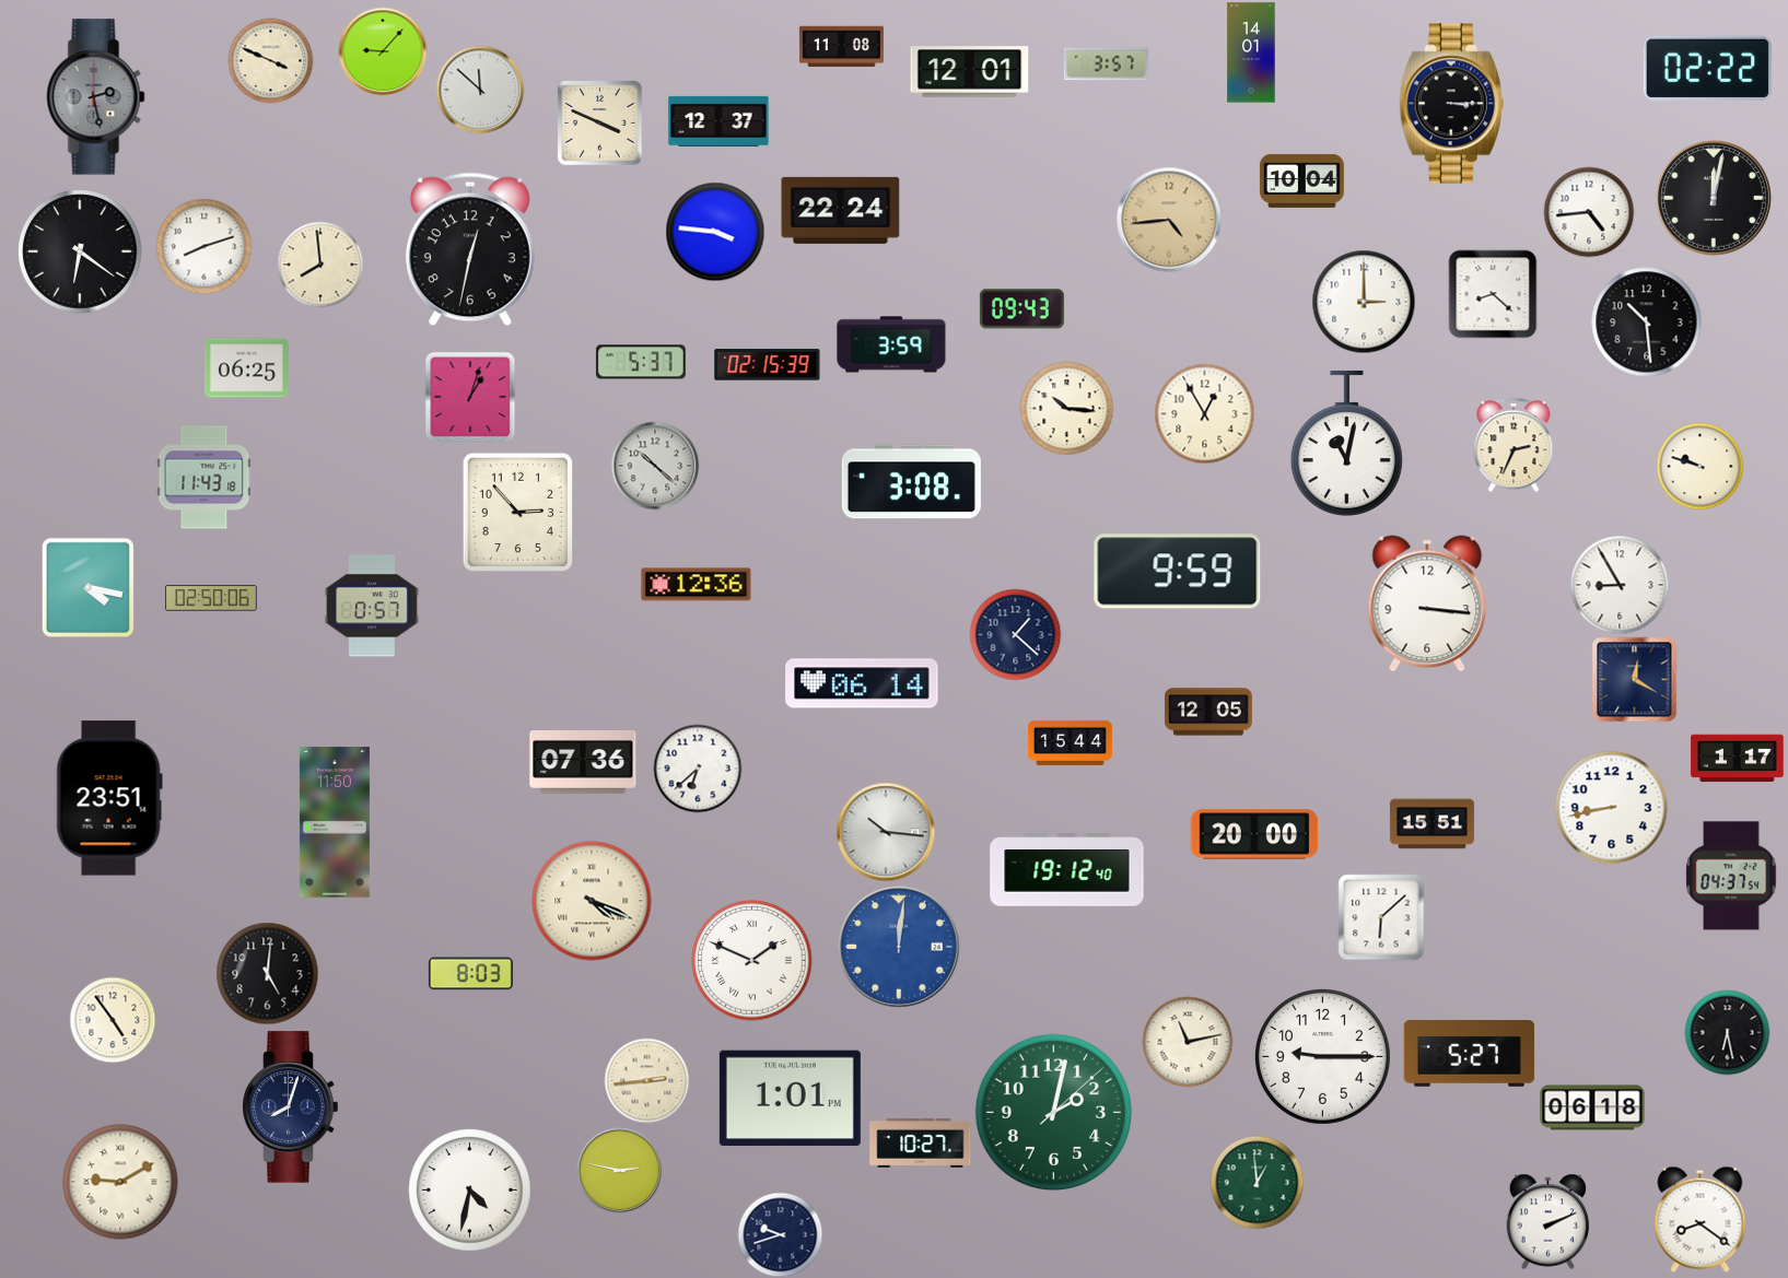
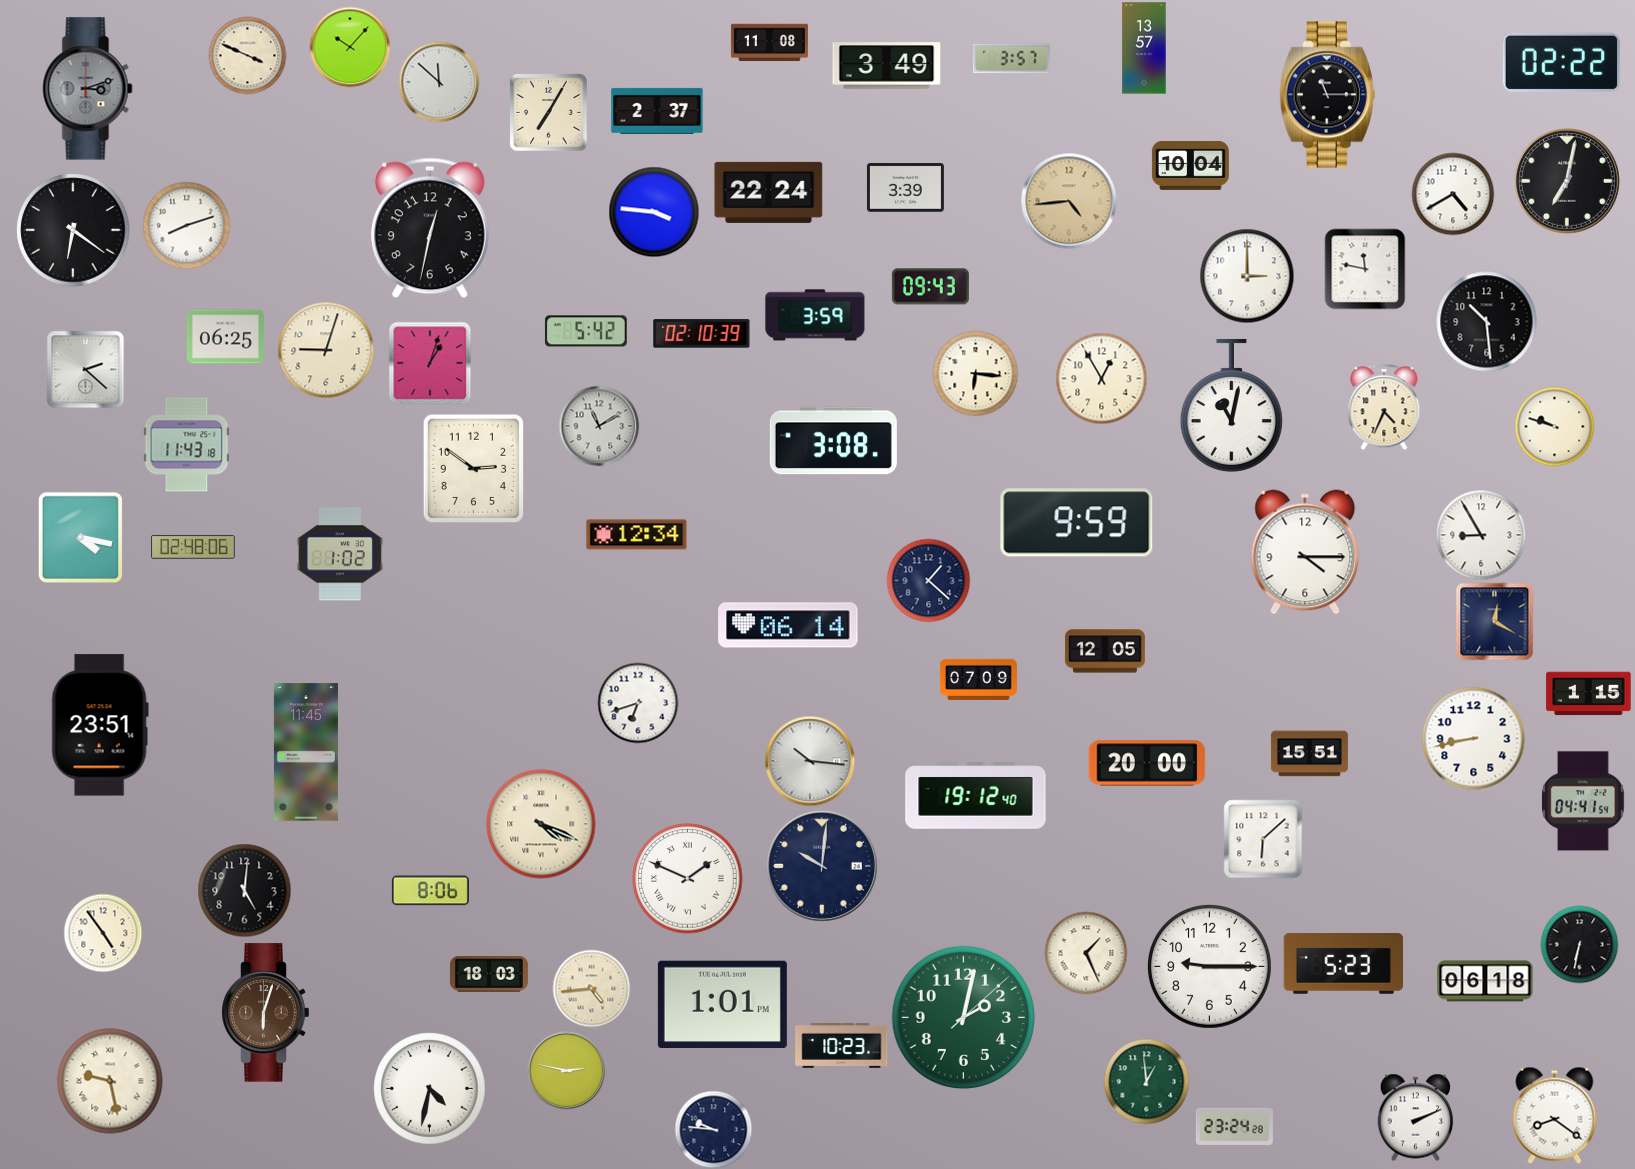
clock at (383, 51): 9:07 -> 10:07
clock at (1251, 52): 14:01 -> 13:57
clock at (970, 72): 12:01 -> 3:49
clock at (96, 97): 2:28 -> 3:12
clock at (1451, 104): 3:15 -> 11:15
clock at (718, 121): 12:37 -> 2:37
clock at (599, 122): 3:49 -> 7:05
clock at (1715, 199): 12:02 -> 7:02
clock at (905, 188): none -> 3:39
clock at (1589, 212): 4:44 -> 4:40
clock at (320, 265): 7:59 -> none
clock at (1493, 294): 8:22 -> 11:47
clock at (1021, 309) position: (1021, 309) -> (930, 287)
clock at (1647, 323) position: (1647, 323) -> (1487, 322)
clock at (641, 362): 5:37 -> 5:42
clock at (768, 365): 02:15 -> 02:10
clock at (326, 350): none -> 9:03
clock at (85, 369): none -> 2:22
clock at (1066, 408): 10:16 -> 6:16
clock at (1514, 445): 2:34 -> 4:34
clock at (655, 466): 10:22 -> 11:10
clock at (204, 478) position: (204, 478) -> (187, 445)
clock at (517, 512): 2:53 -> 2:51
clock at (697, 585): 12:36 -> 12:34
clock at (211, 598): 02:50 -> 02:48
clock at (1427, 603): 3:16 -> 4:15
clock at (372, 606): 0:57 -> 1:02
clock at (1070, 742): 15:44 -> 07:09
clock at (1738, 759): 1:17 -> 1:15
clock at (583, 763): 07:36 -> none
clock at (698, 769): 6:38 -> 6:42
clock at (109, 798) position: (109, 798) -> (100, 725)
clock at (335, 822): 11:50 -> 11:45
clock at (1731, 876): 04:37 -> 04:41
clock at (899, 947): 12:01 -> 10:01
clock at (899, 947) dial: blue -> navy
clock at (470, 974): 8:03 -> 8:06
clock at (1727, 1032): 6:28 -> 6:32
clock at (1188, 1042): 11:13 -> 1:26
clock at (1470, 1054): 5:27 -> 5:23
clock at (489, 974): none -> 18:03
clock at (646, 1080): 2:44 -> 4:44
clock at (291, 1107): 8:03 -> 6:03
clock at (291, 1107) dial: navy -> brown
clock at (1592, 1107) position: (1592, 1107) -> (1485, 981)
clock at (921, 1142): 10:27 -> 10:23
clock at (120, 1182): 9:10 -> 9:28
clock at (1257, 1182) position: (1257, 1182) -> (1146, 1081)
clock at (1234, 1126): none -> 23:24
clock at (780, 1234): 9:42 -> 9:46
